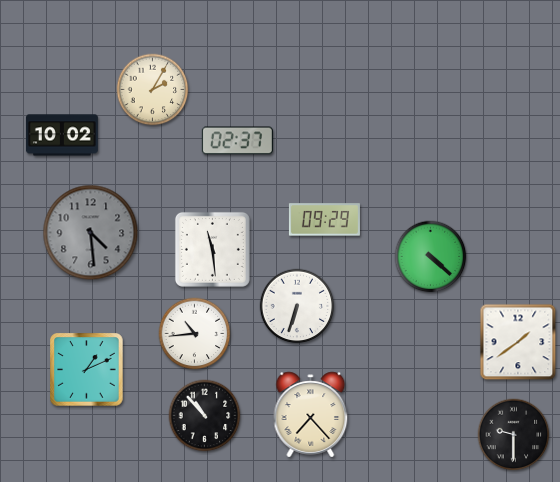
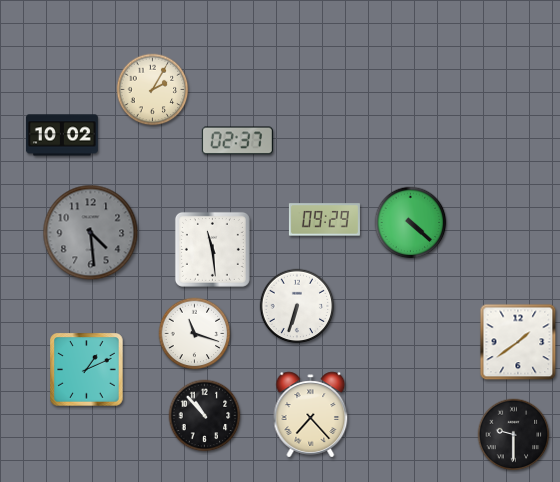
clock at (431, 257) position: (431, 257) -> (411, 223)
clock at (195, 334): 10:44 -> 11:18
